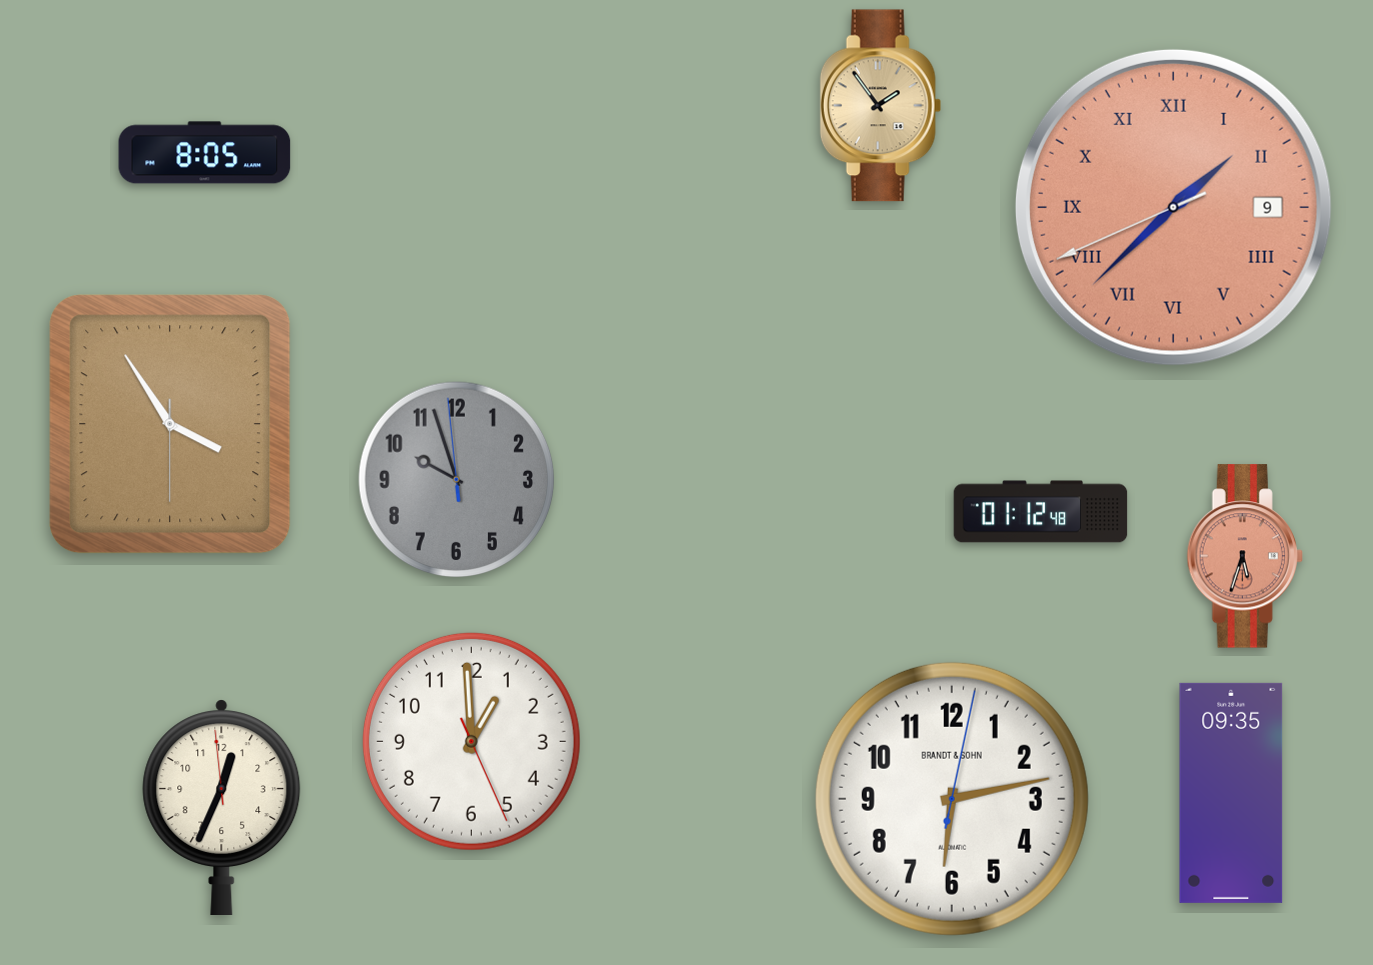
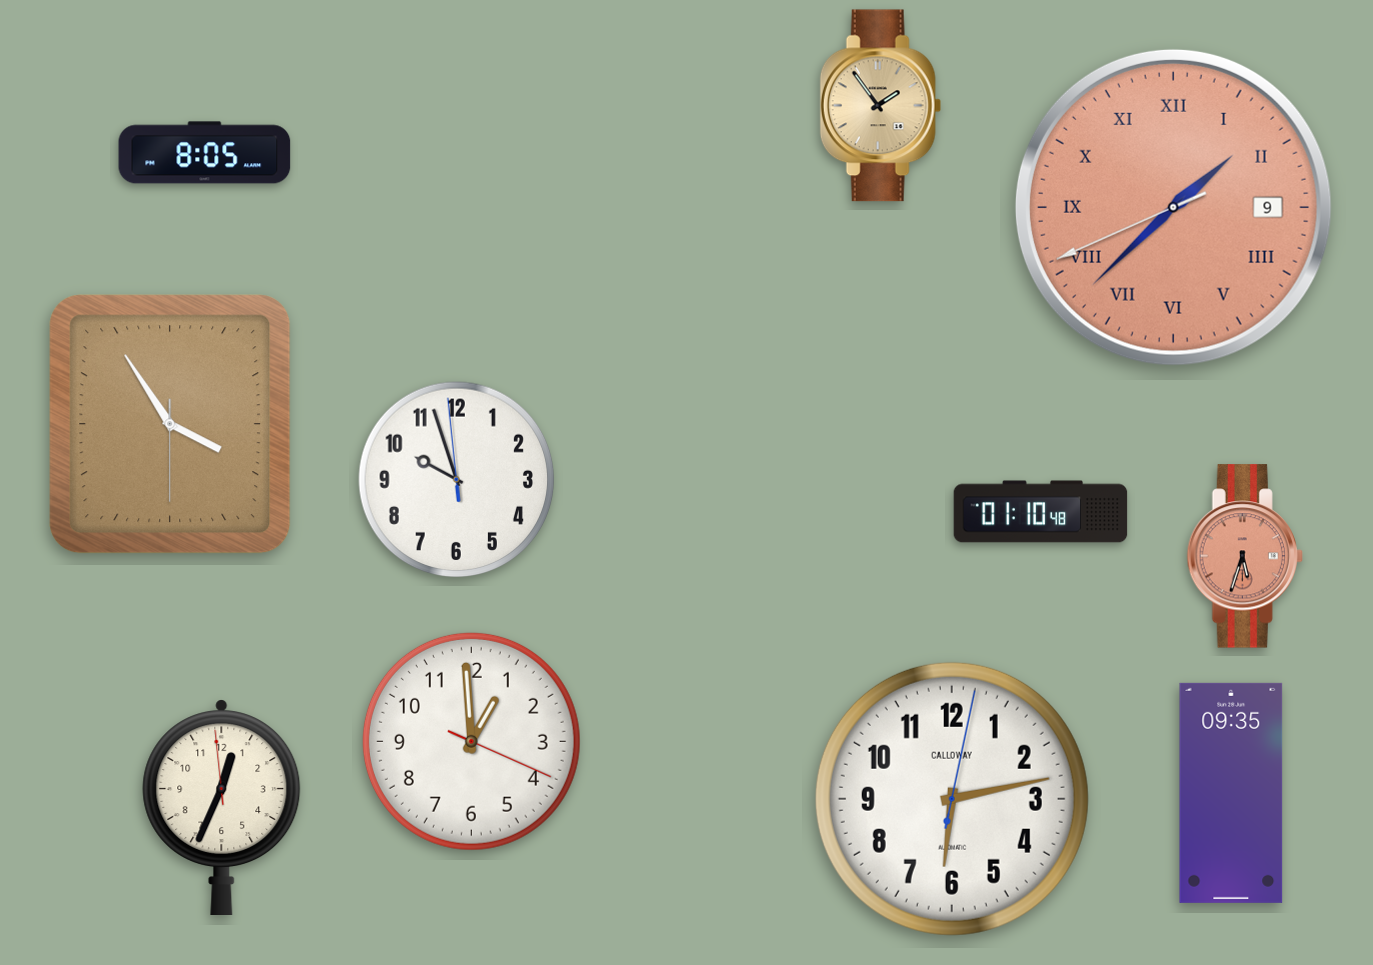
clock at (457, 480) dial: grey -> white
clock at (1041, 512): 01:12 -> 01:10
clock at (471, 741): 12:59:26 -> 12:59:19
clock at (952, 799) brand: BRANDT & SOHN -> CALLOWAY
